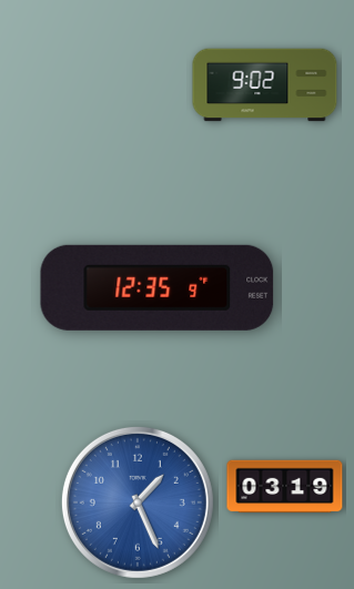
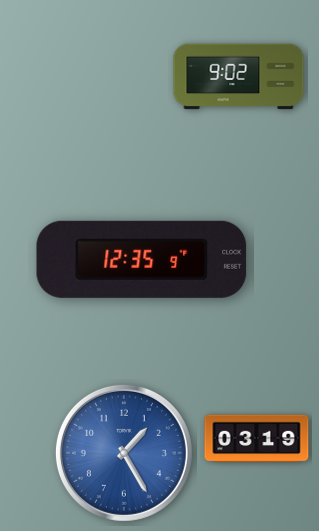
clock at (138, 502): 1:26 -> 1:25
